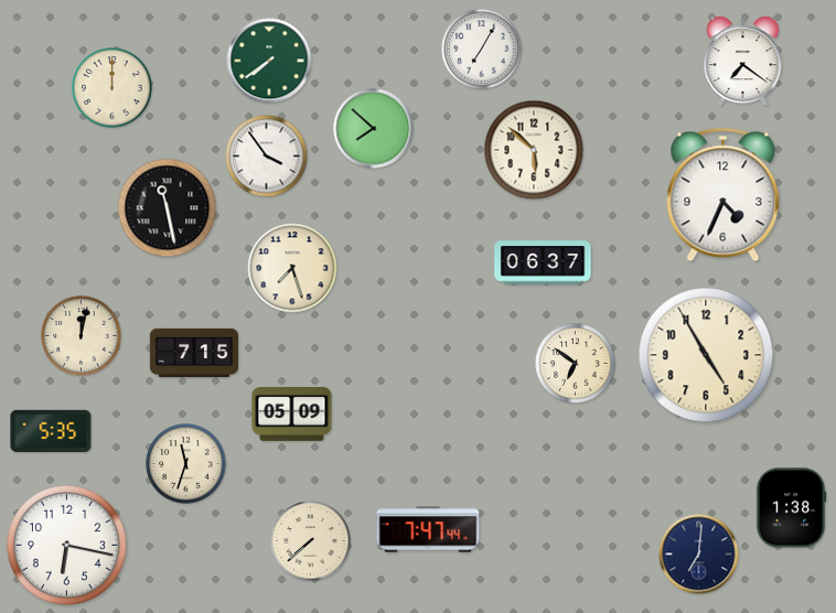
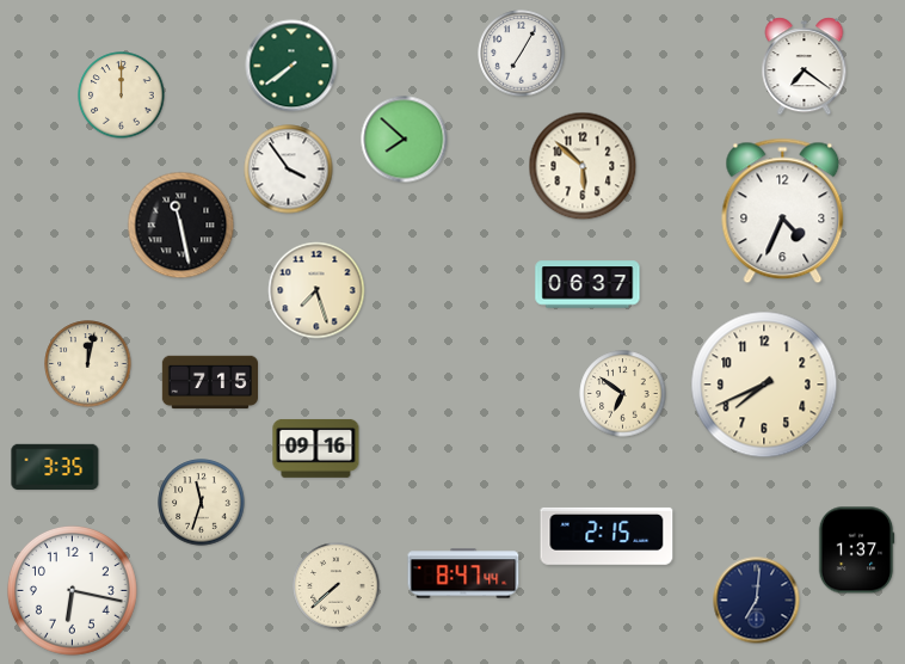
clock at (534, 150) position: (534, 150) -> (583, 166)
clock at (706, 355): 4:55 -> 7:41
clock at (292, 413): 05:09 -> 09:16
clock at (51, 430): 5:35 -> 3:35
clock at (607, 536): none -> 2:15
clock at (791, 508): 1:38 -> 1:37
clock at (428, 529): 7:47 -> 8:47
